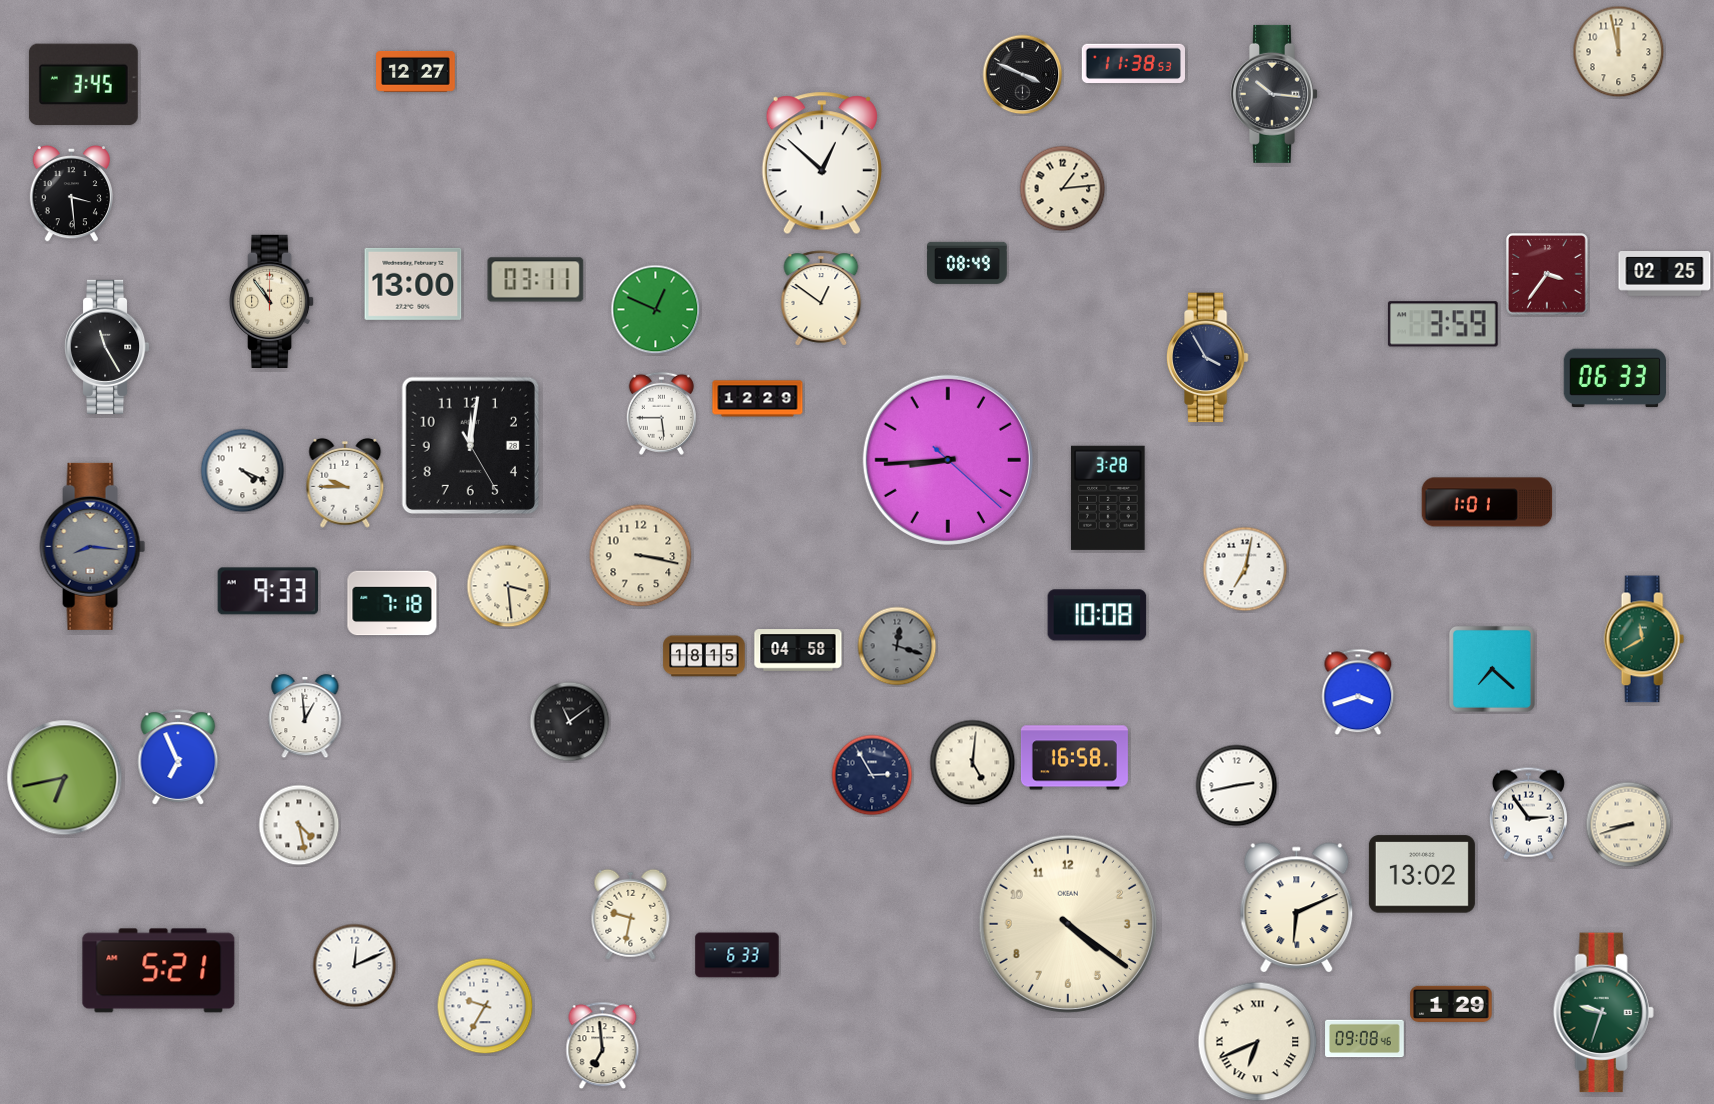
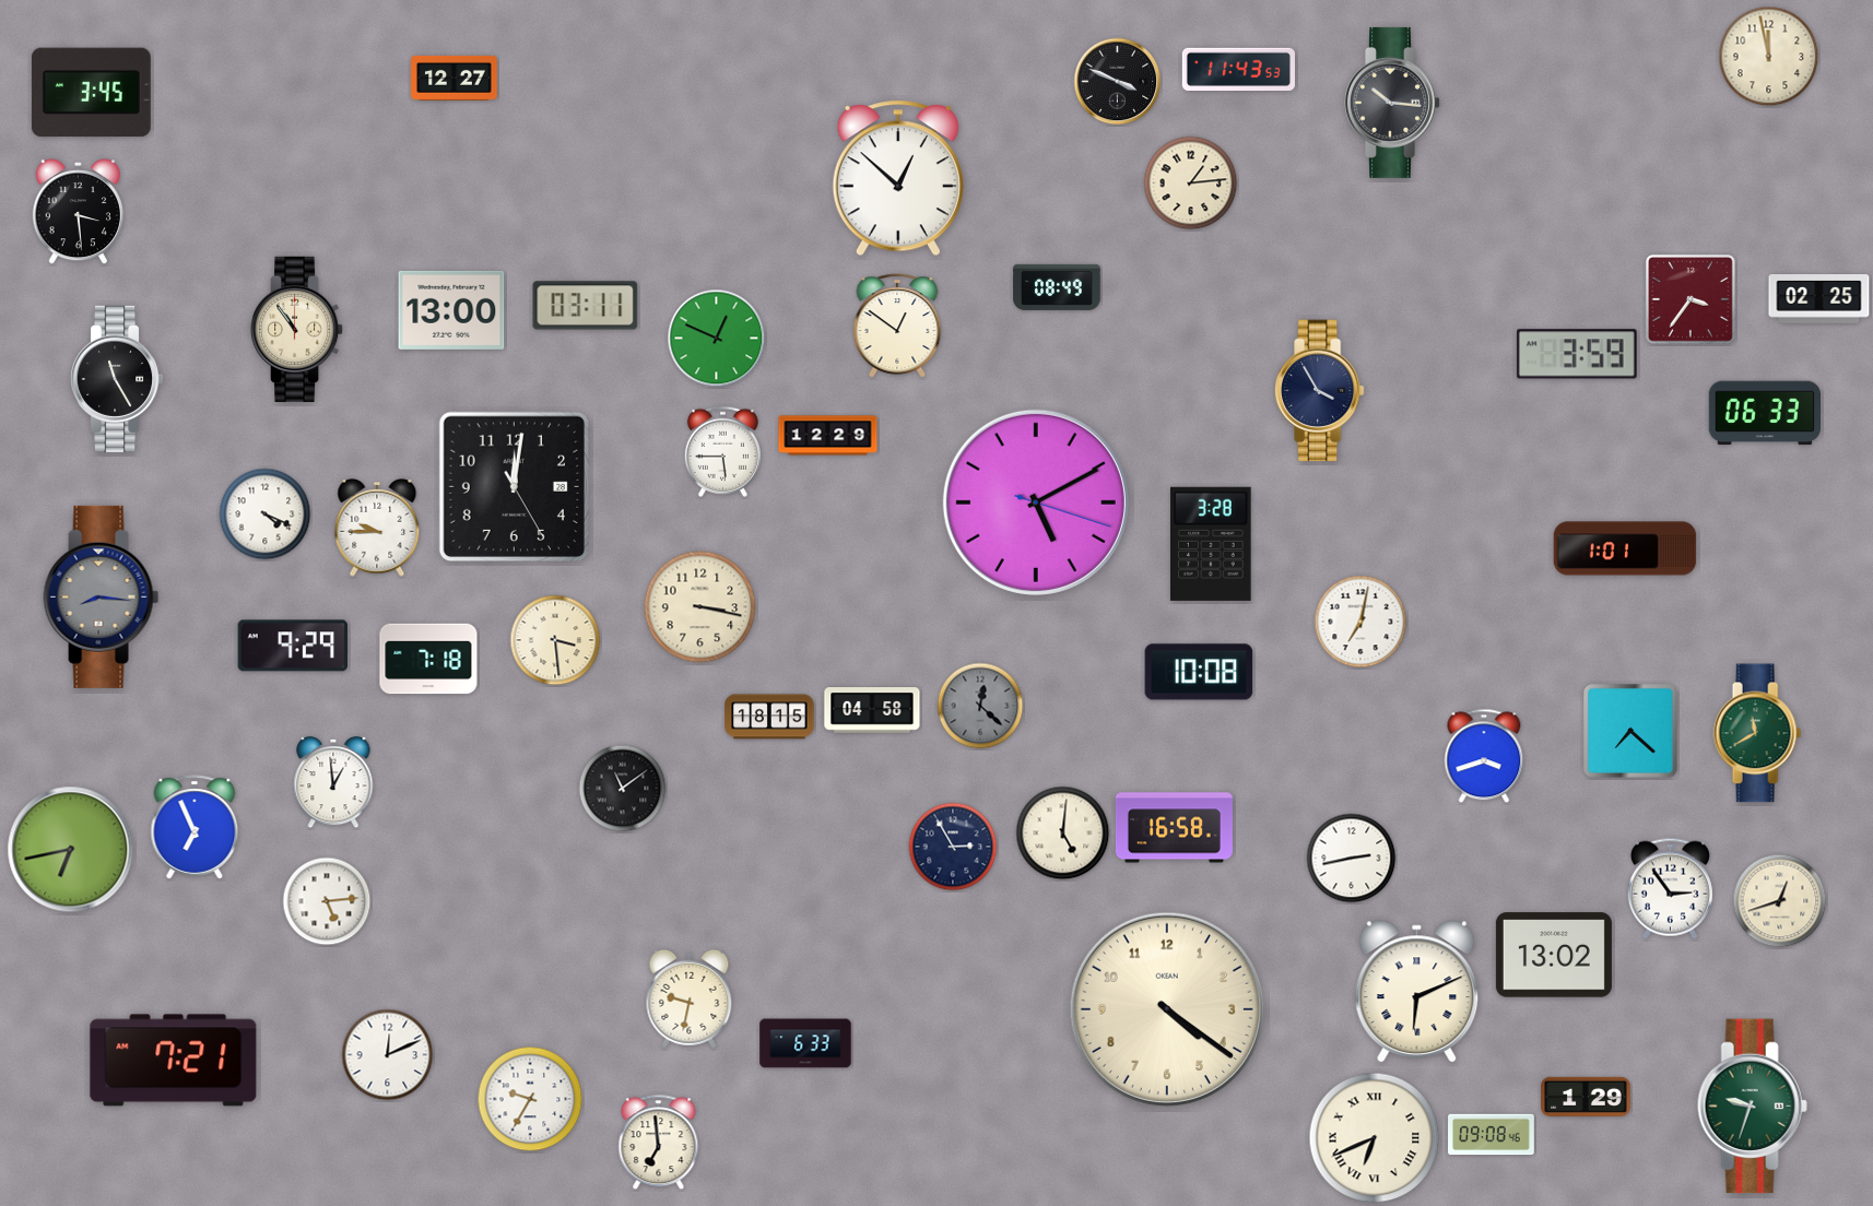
clock at (1133, 64): 11:38 -> 11:43
clock at (1063, 189) position: (1063, 189) -> (1191, 184)
clock at (948, 460): 8:44 -> 5:10
clock at (268, 591): 9:33 -> 9:29
clock at (1644, 639) position: (1644, 639) -> (1757, 733)
clock at (897, 646): 12:18 -> 12:22
clock at (299, 825): 4:28 -> 5:14
clock at (1629, 825): 8:42 -> 12:42
clock at (159, 971): 5:21 -> 7:21
